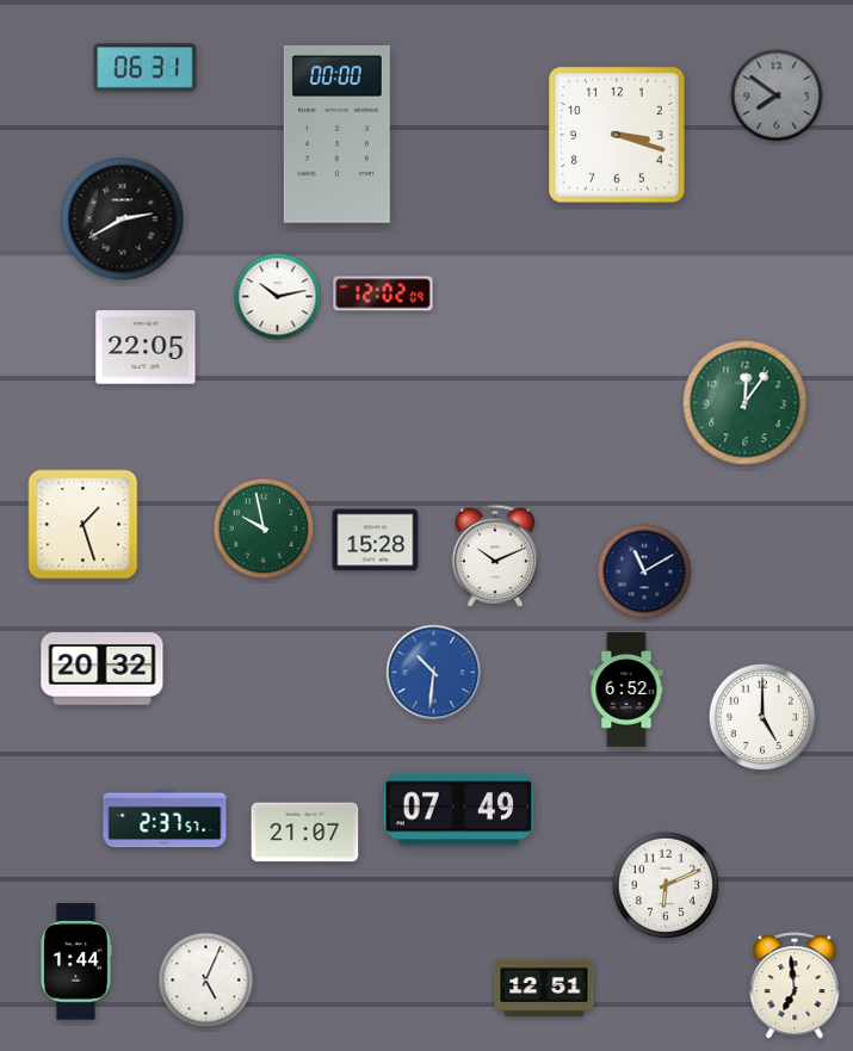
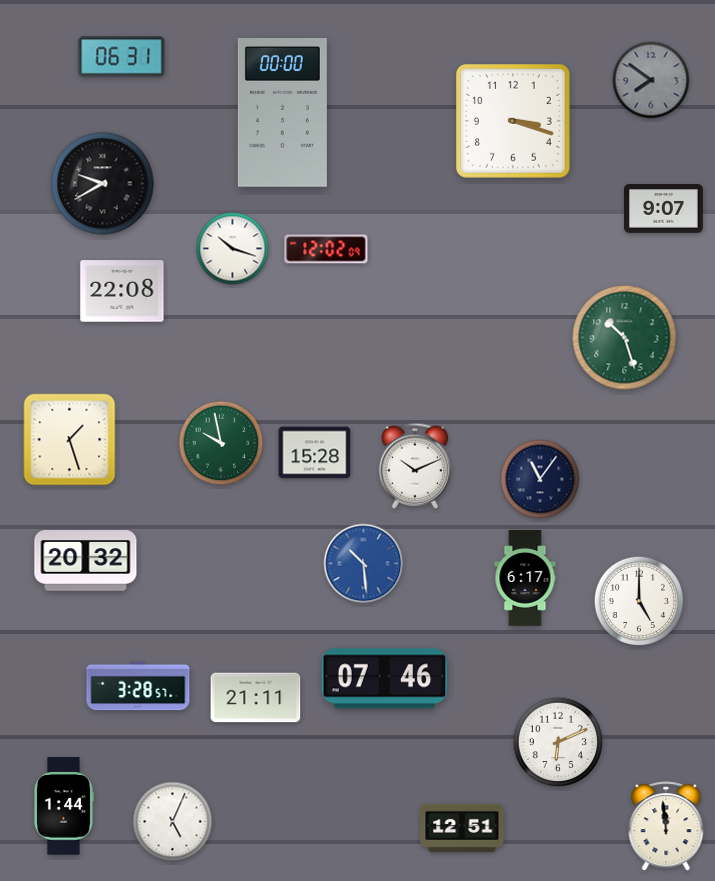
clock at (617, 135) position: (617, 135) -> (513, 121)
clock at (123, 220): 2:40 -> 9:40
clock at (664, 209): none -> 9:07
clock at (383, 293) position: (383, 293) -> (326, 249)
clock at (278, 297): 10:13 -> 10:18
clock at (146, 347): 22:05 -> 22:08
clock at (746, 403): 12:06 -> 10:27
clock at (644, 571): 11:10 -> 11:06
clock at (434, 673): 10:31 -> 10:29
clock at (626, 691): 6:52 -> 6:17
clock at (459, 810): 07:49 -> 07:46
clock at (165, 818): 2:37 -> 3:28
clock at (305, 833): 21:07 -> 21:11
clock at (795, 987): 6:59 -> 11:59
clock at (544, 988) position: (544, 988) -> (462, 828)
